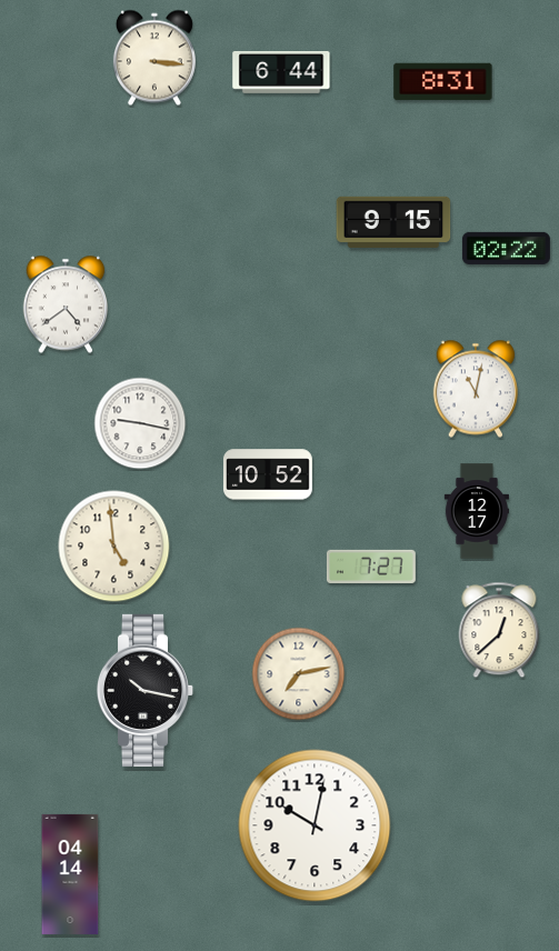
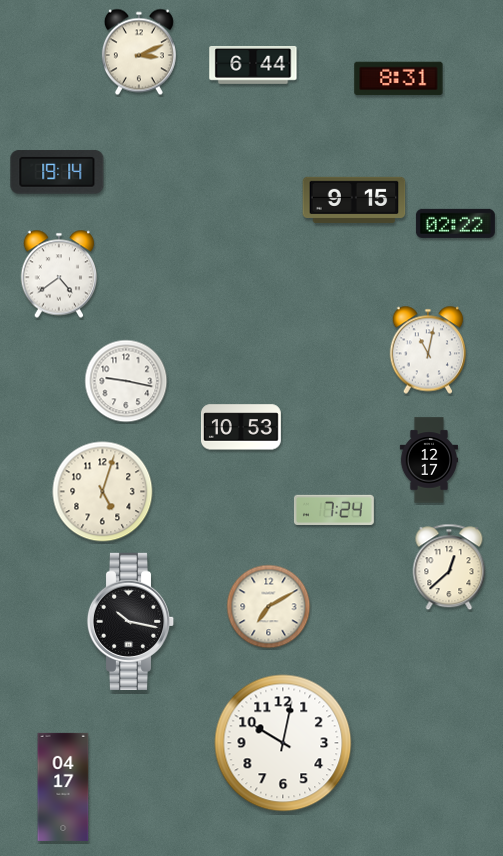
clock at (154, 58): 3:16 -> 3:11
clock at (443, 82) position: (443, 82) -> (399, 79)
clock at (57, 172): none -> 19:14
clock at (268, 474): 10:52 -> 10:53
clock at (114, 547): 4:59 -> 5:03
clock at (371, 567): 7:27 -> 7:24
clock at (299, 674): 7:13 -> 7:10
clock at (70, 874): 04:14 -> 04:17
